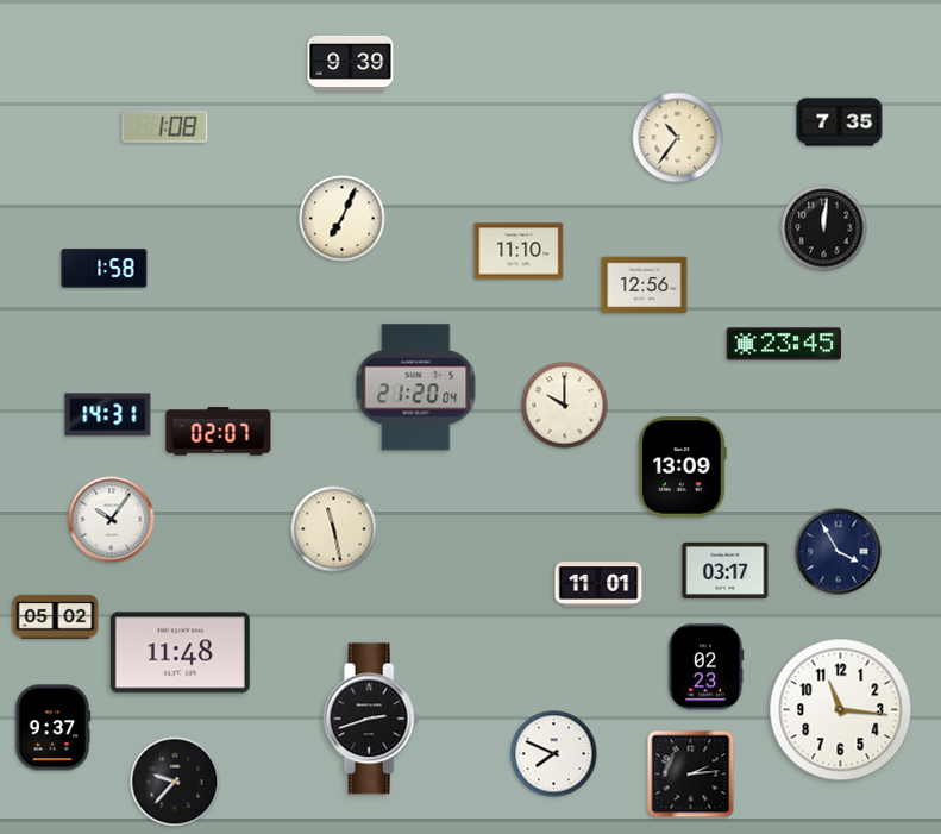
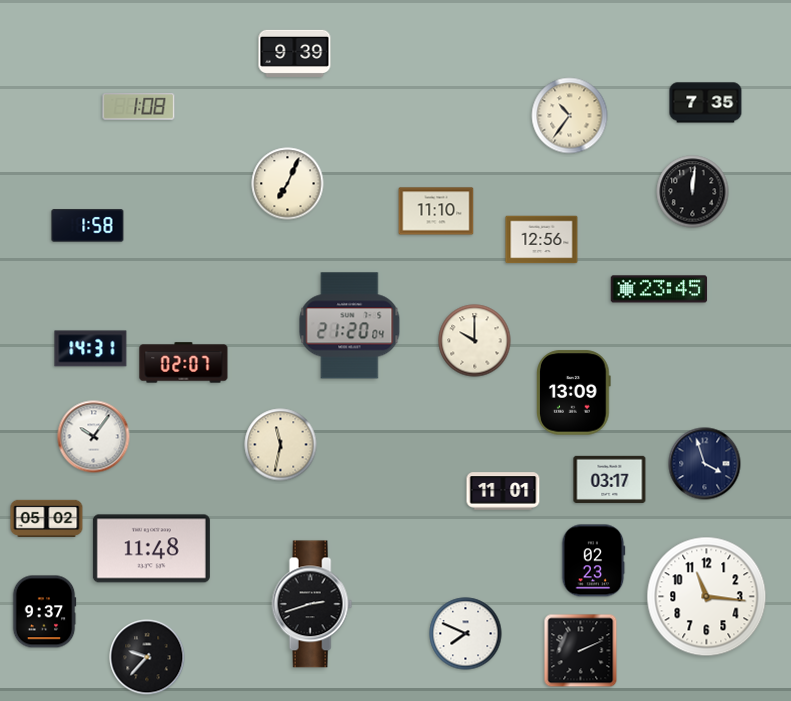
clock at (334, 529): 11:28 -> 11:32
clock at (839, 552): 3:55 -> 3:57
clock at (691, 775): 2:14 -> 2:11
